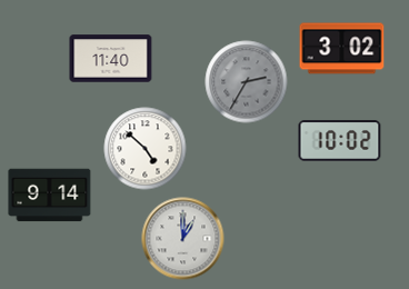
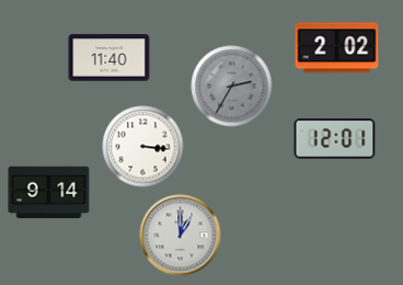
clock at (342, 49): 3:02 -> 2:02
clock at (247, 82) position: (247, 82) -> (232, 87)
clock at (340, 141): 10:02 -> 12:01
clock at (146, 149): 4:52 -> 3:16
